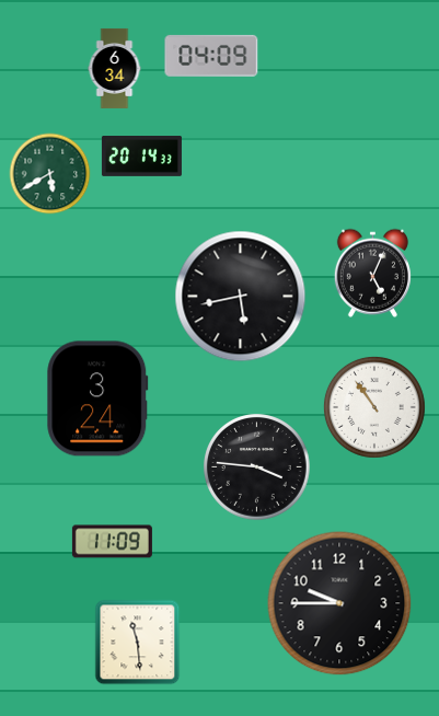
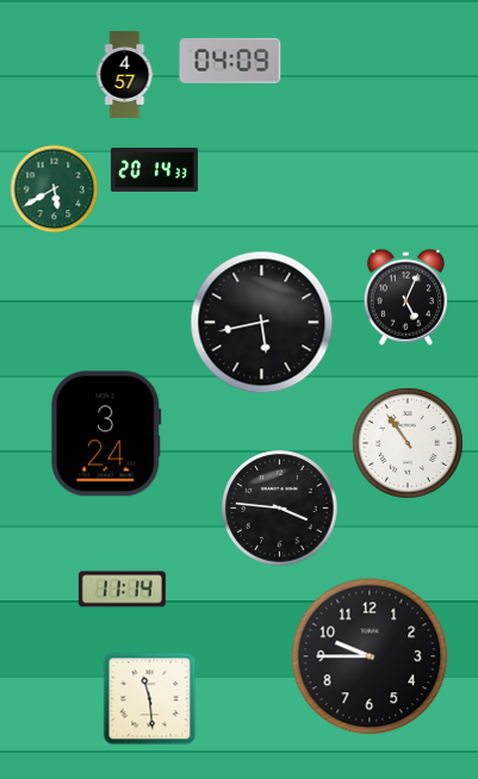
clock at (115, 68): 6:34 -> 4:57
clock at (112, 542): 11:09 -> 11:14
